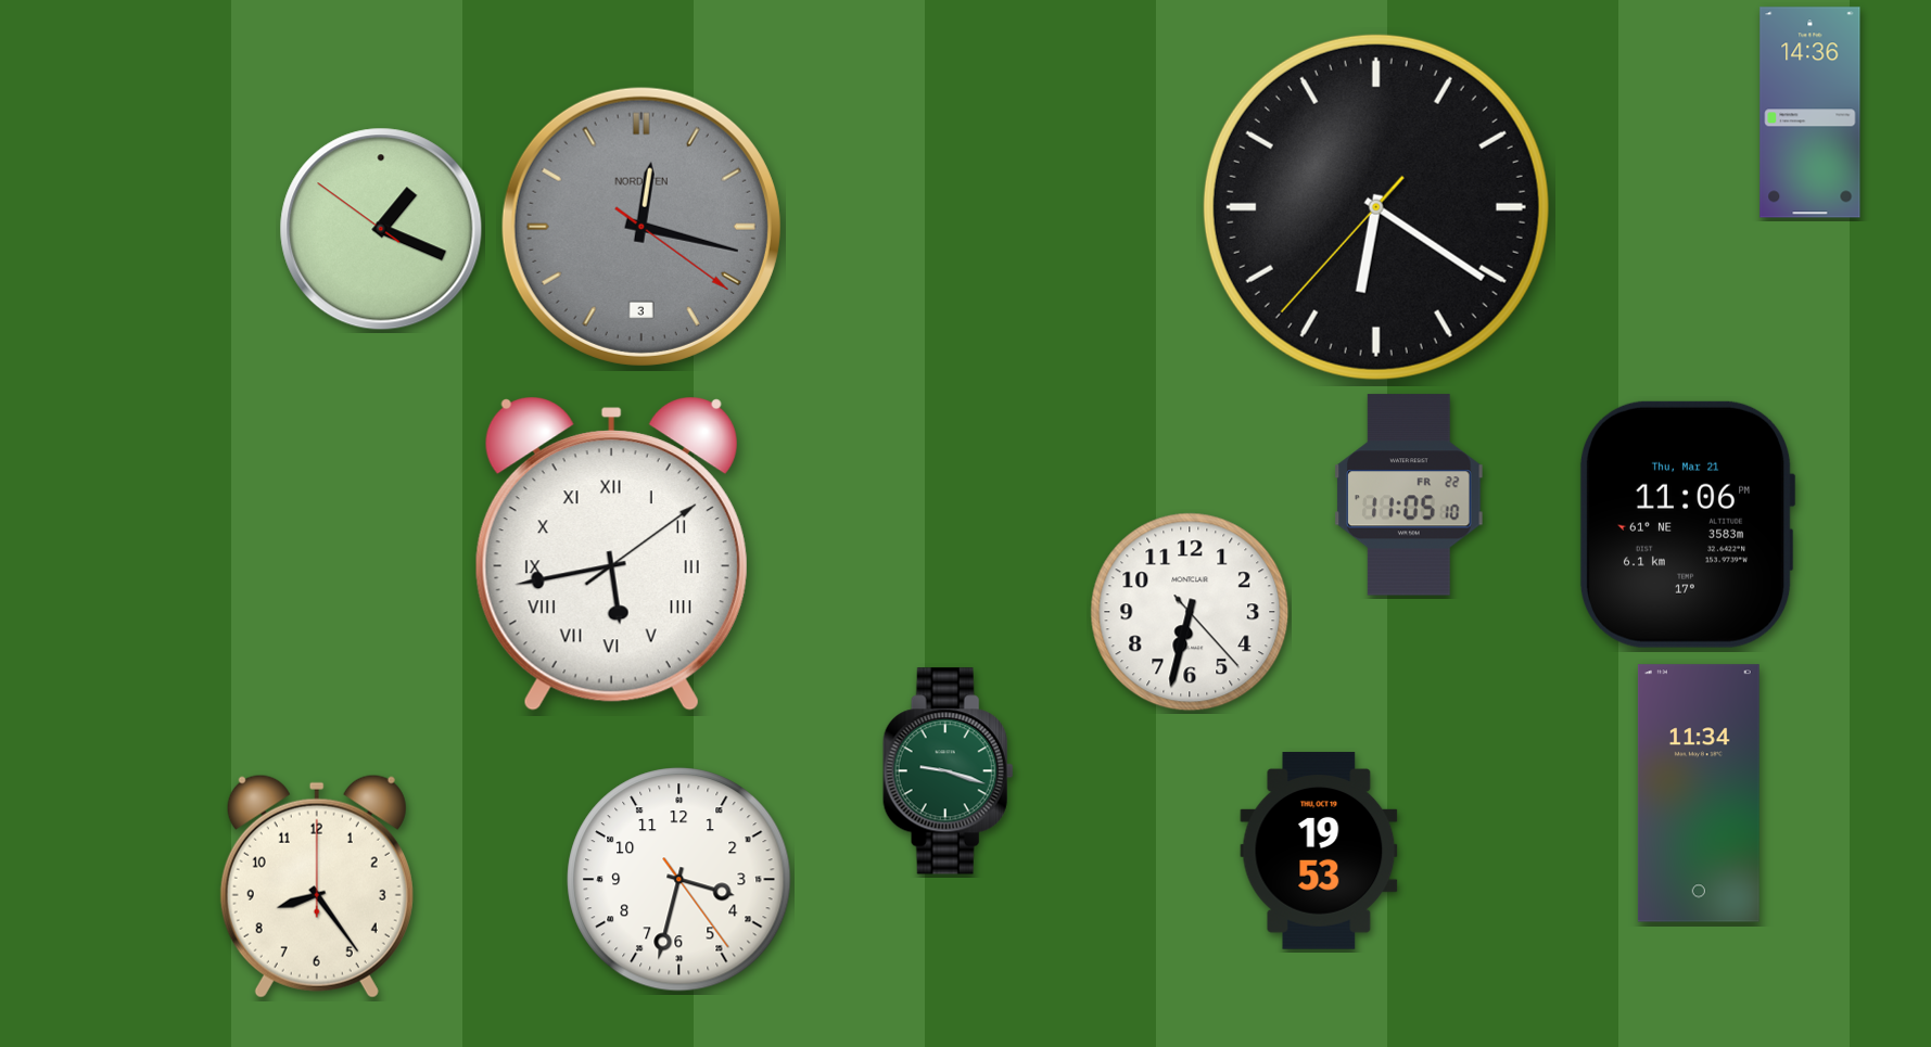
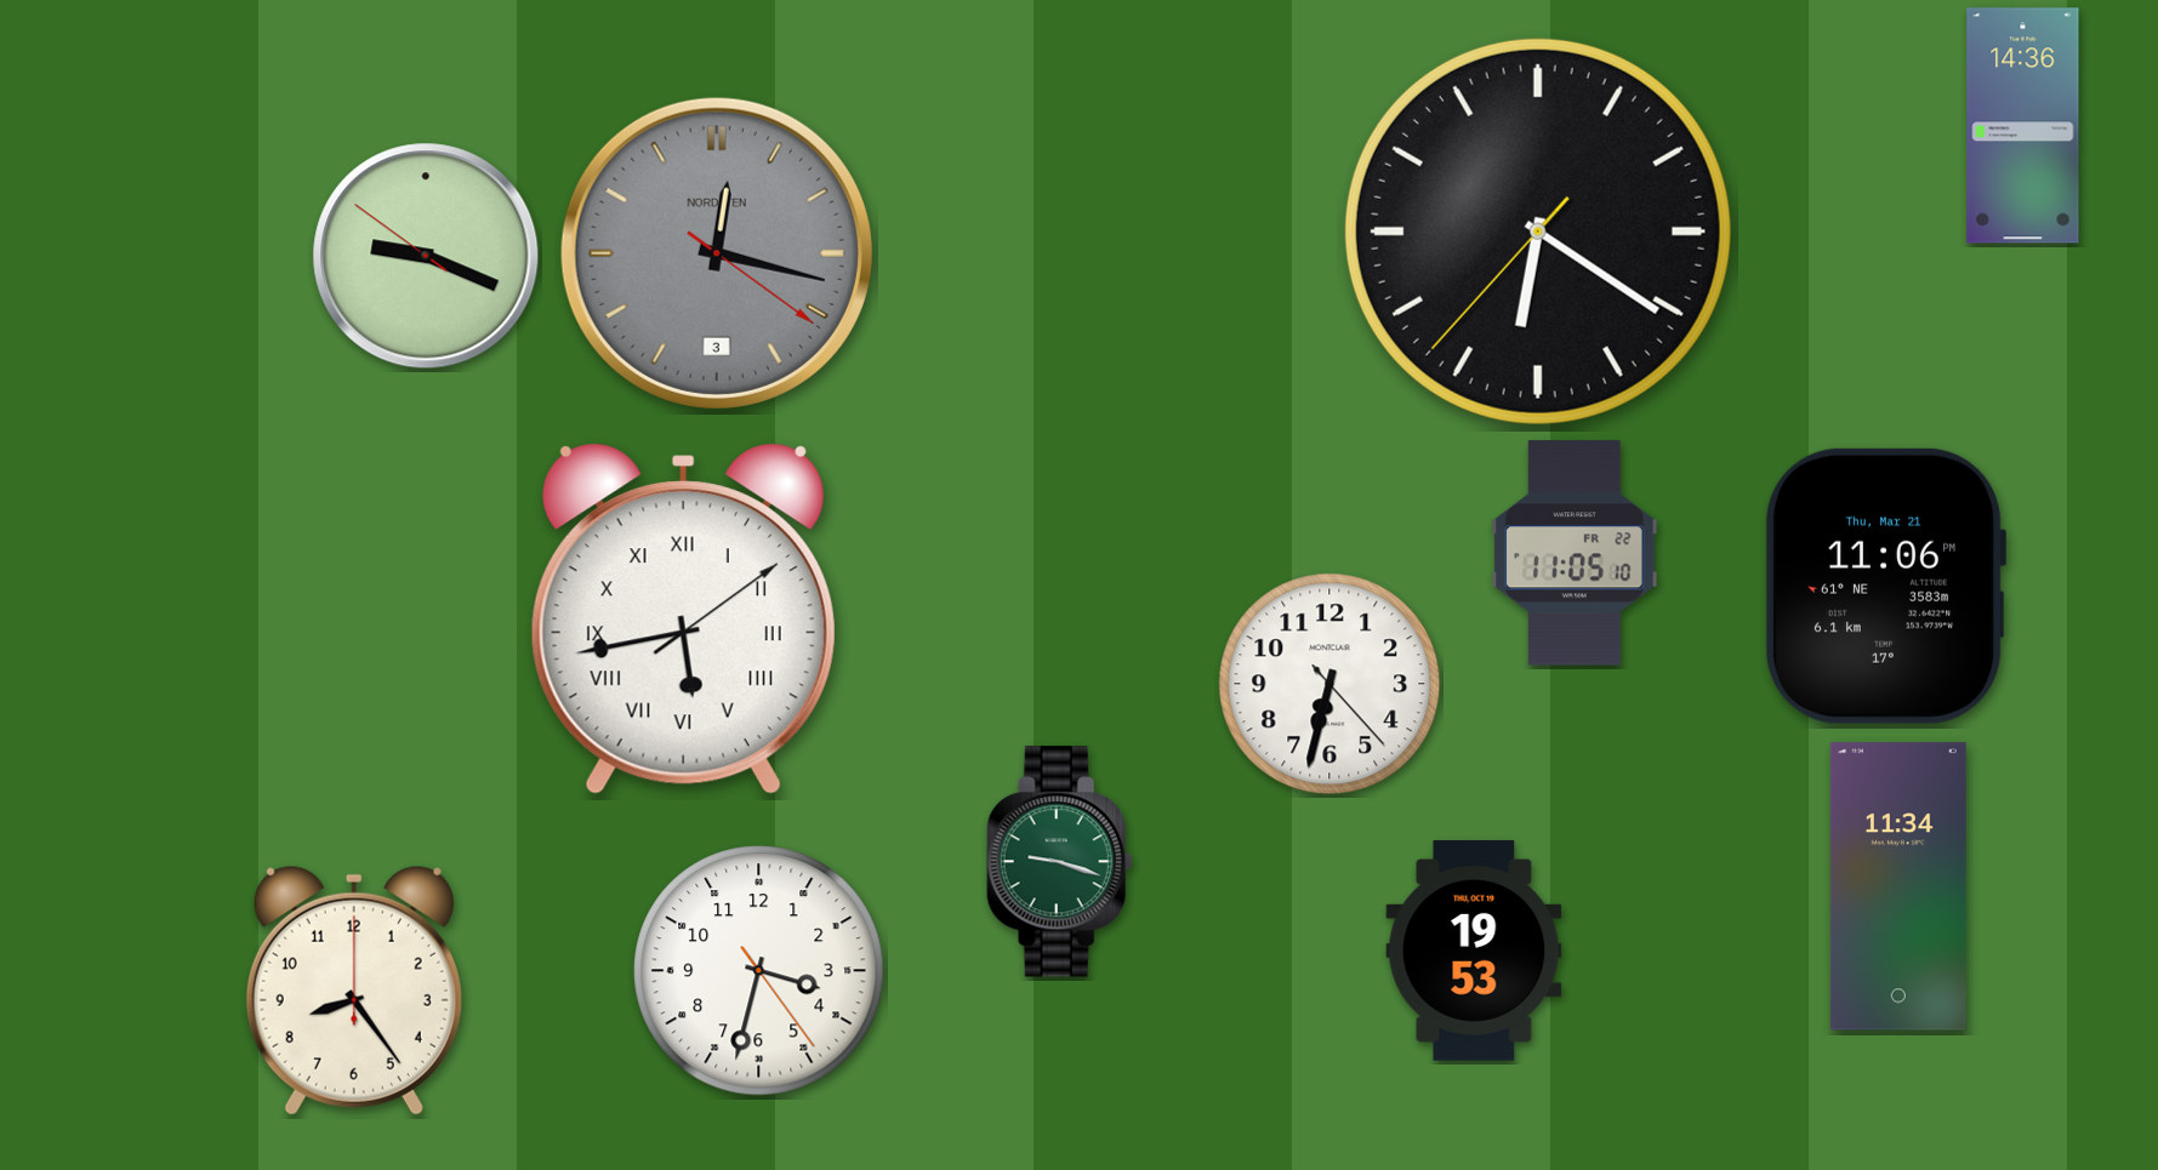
clock at (381, 229): 1:18 -> 9:18
clock at (679, 880) position: (679, 880) -> (759, 971)
